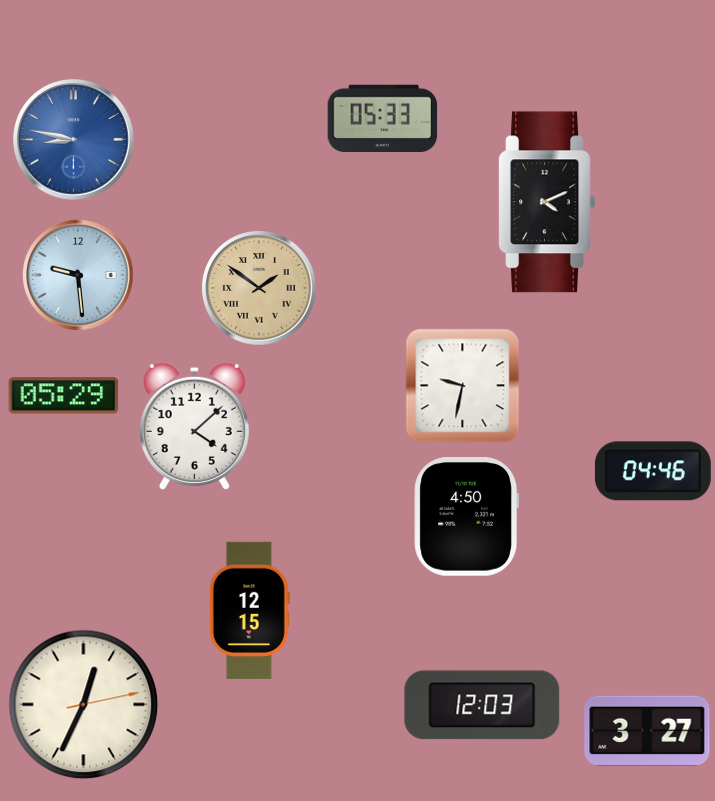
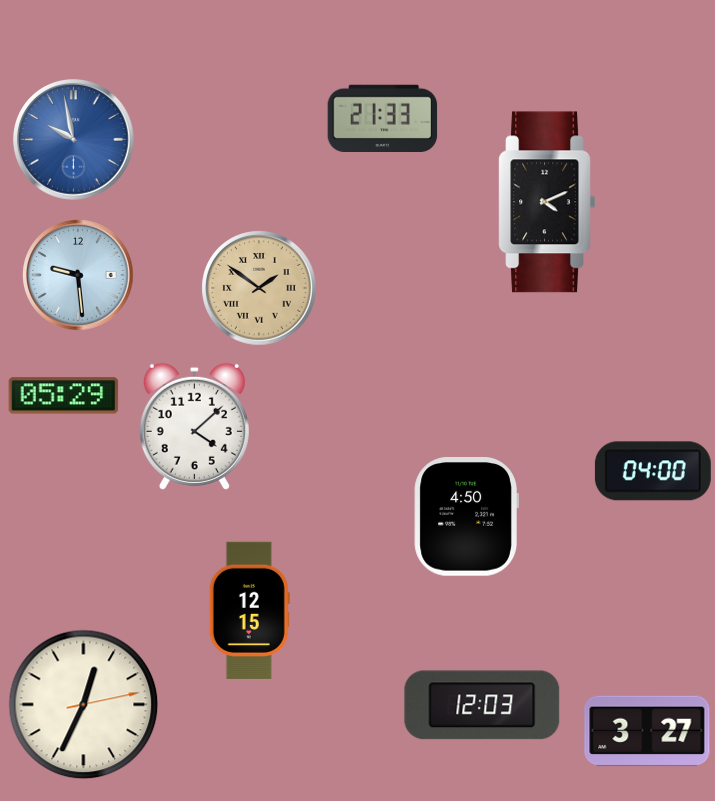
clock at (383, 118): 05:33 -> 21:33
clock at (74, 140): 8:47 -> 9:58
clock at (463, 386): 9:32 -> none
clock at (653, 471): 04:46 -> 04:00
